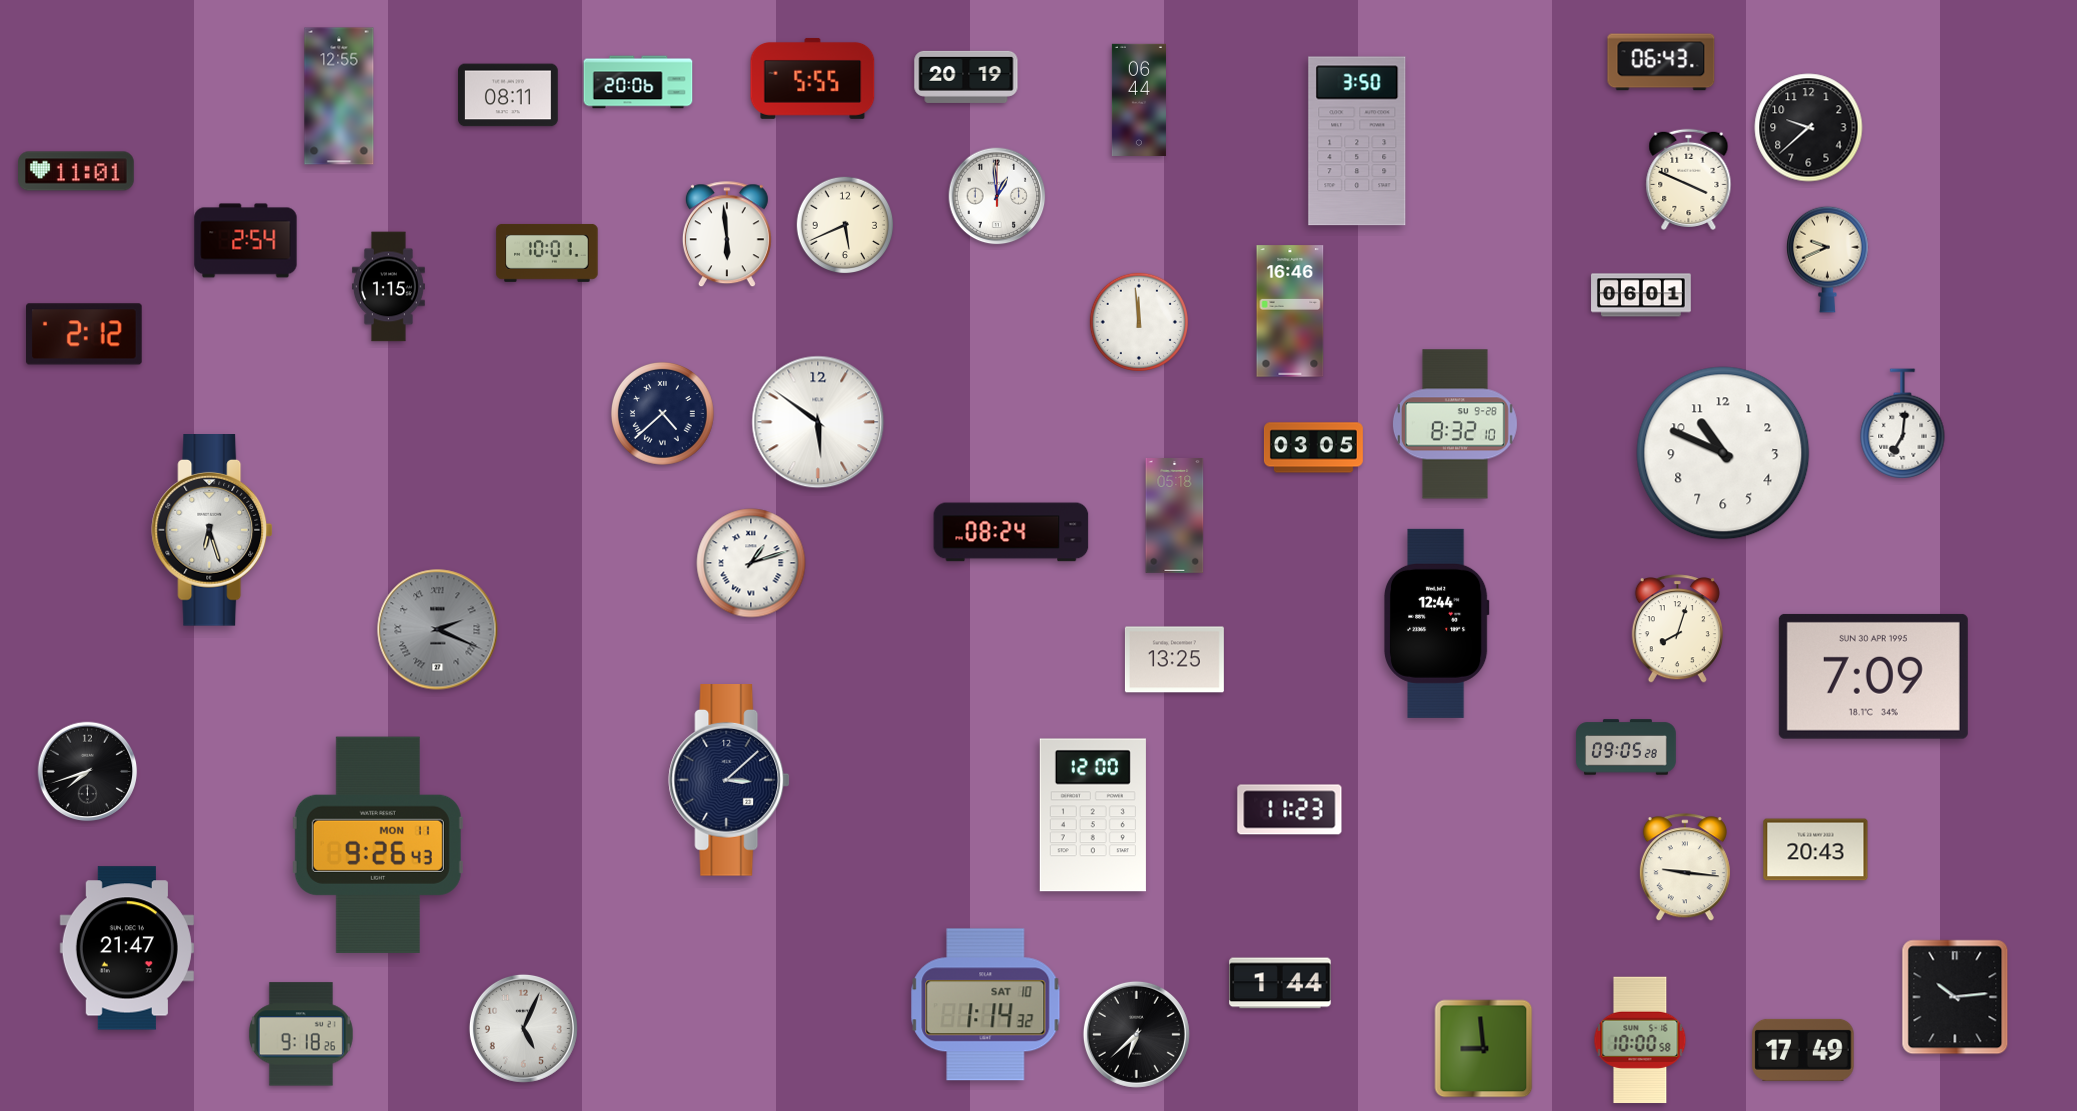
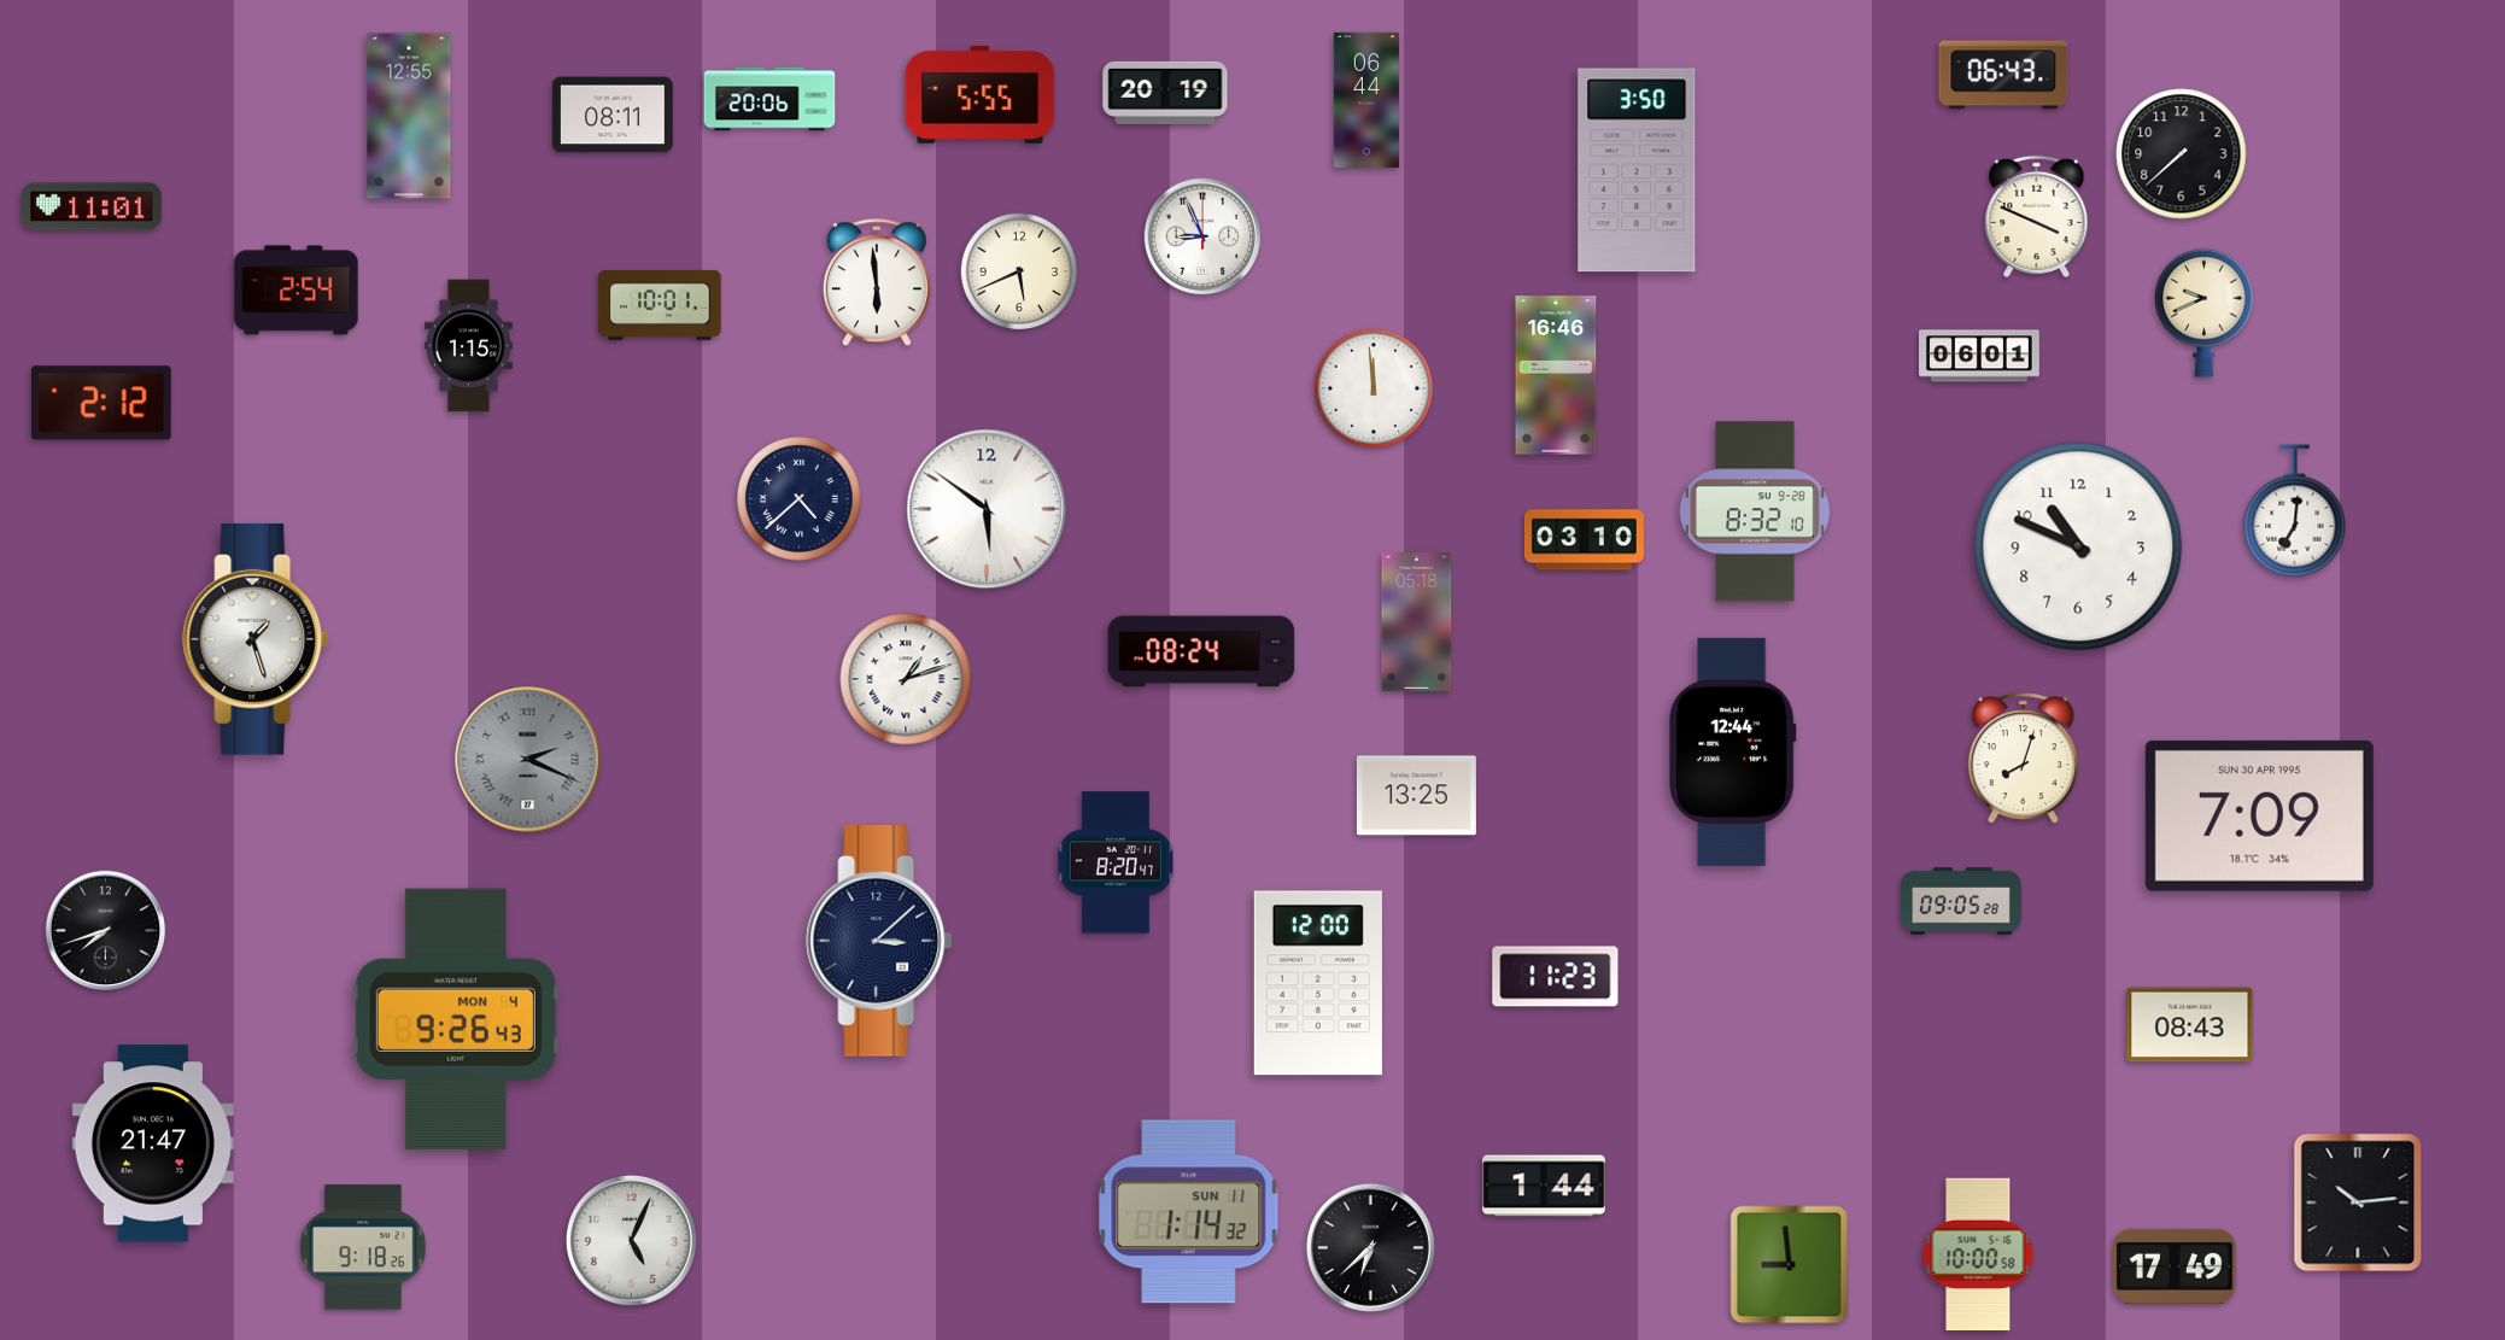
clock at (1139, 99) position: (1139, 99) -> (1366, 99)
clock at (1809, 128): 9:38 -> 7:38
clock at (997, 196): 12:59 -> 8:56
clock at (1313, 448): 03:05 -> 03:10
clock at (212, 531): 6:27 -> 1:27
clock at (1011, 532) position: (1011, 532) -> (1201, 651)
clock at (1116, 862): none -> 8:20
clock at (378, 845) date: MON 11 -> MON 4
clock at (1816, 850): 20:43 -> 08:43
clock at (1685, 868): 9:16 -> none
clock at (986, 1005) date: SAT 10 -> SUN 11
